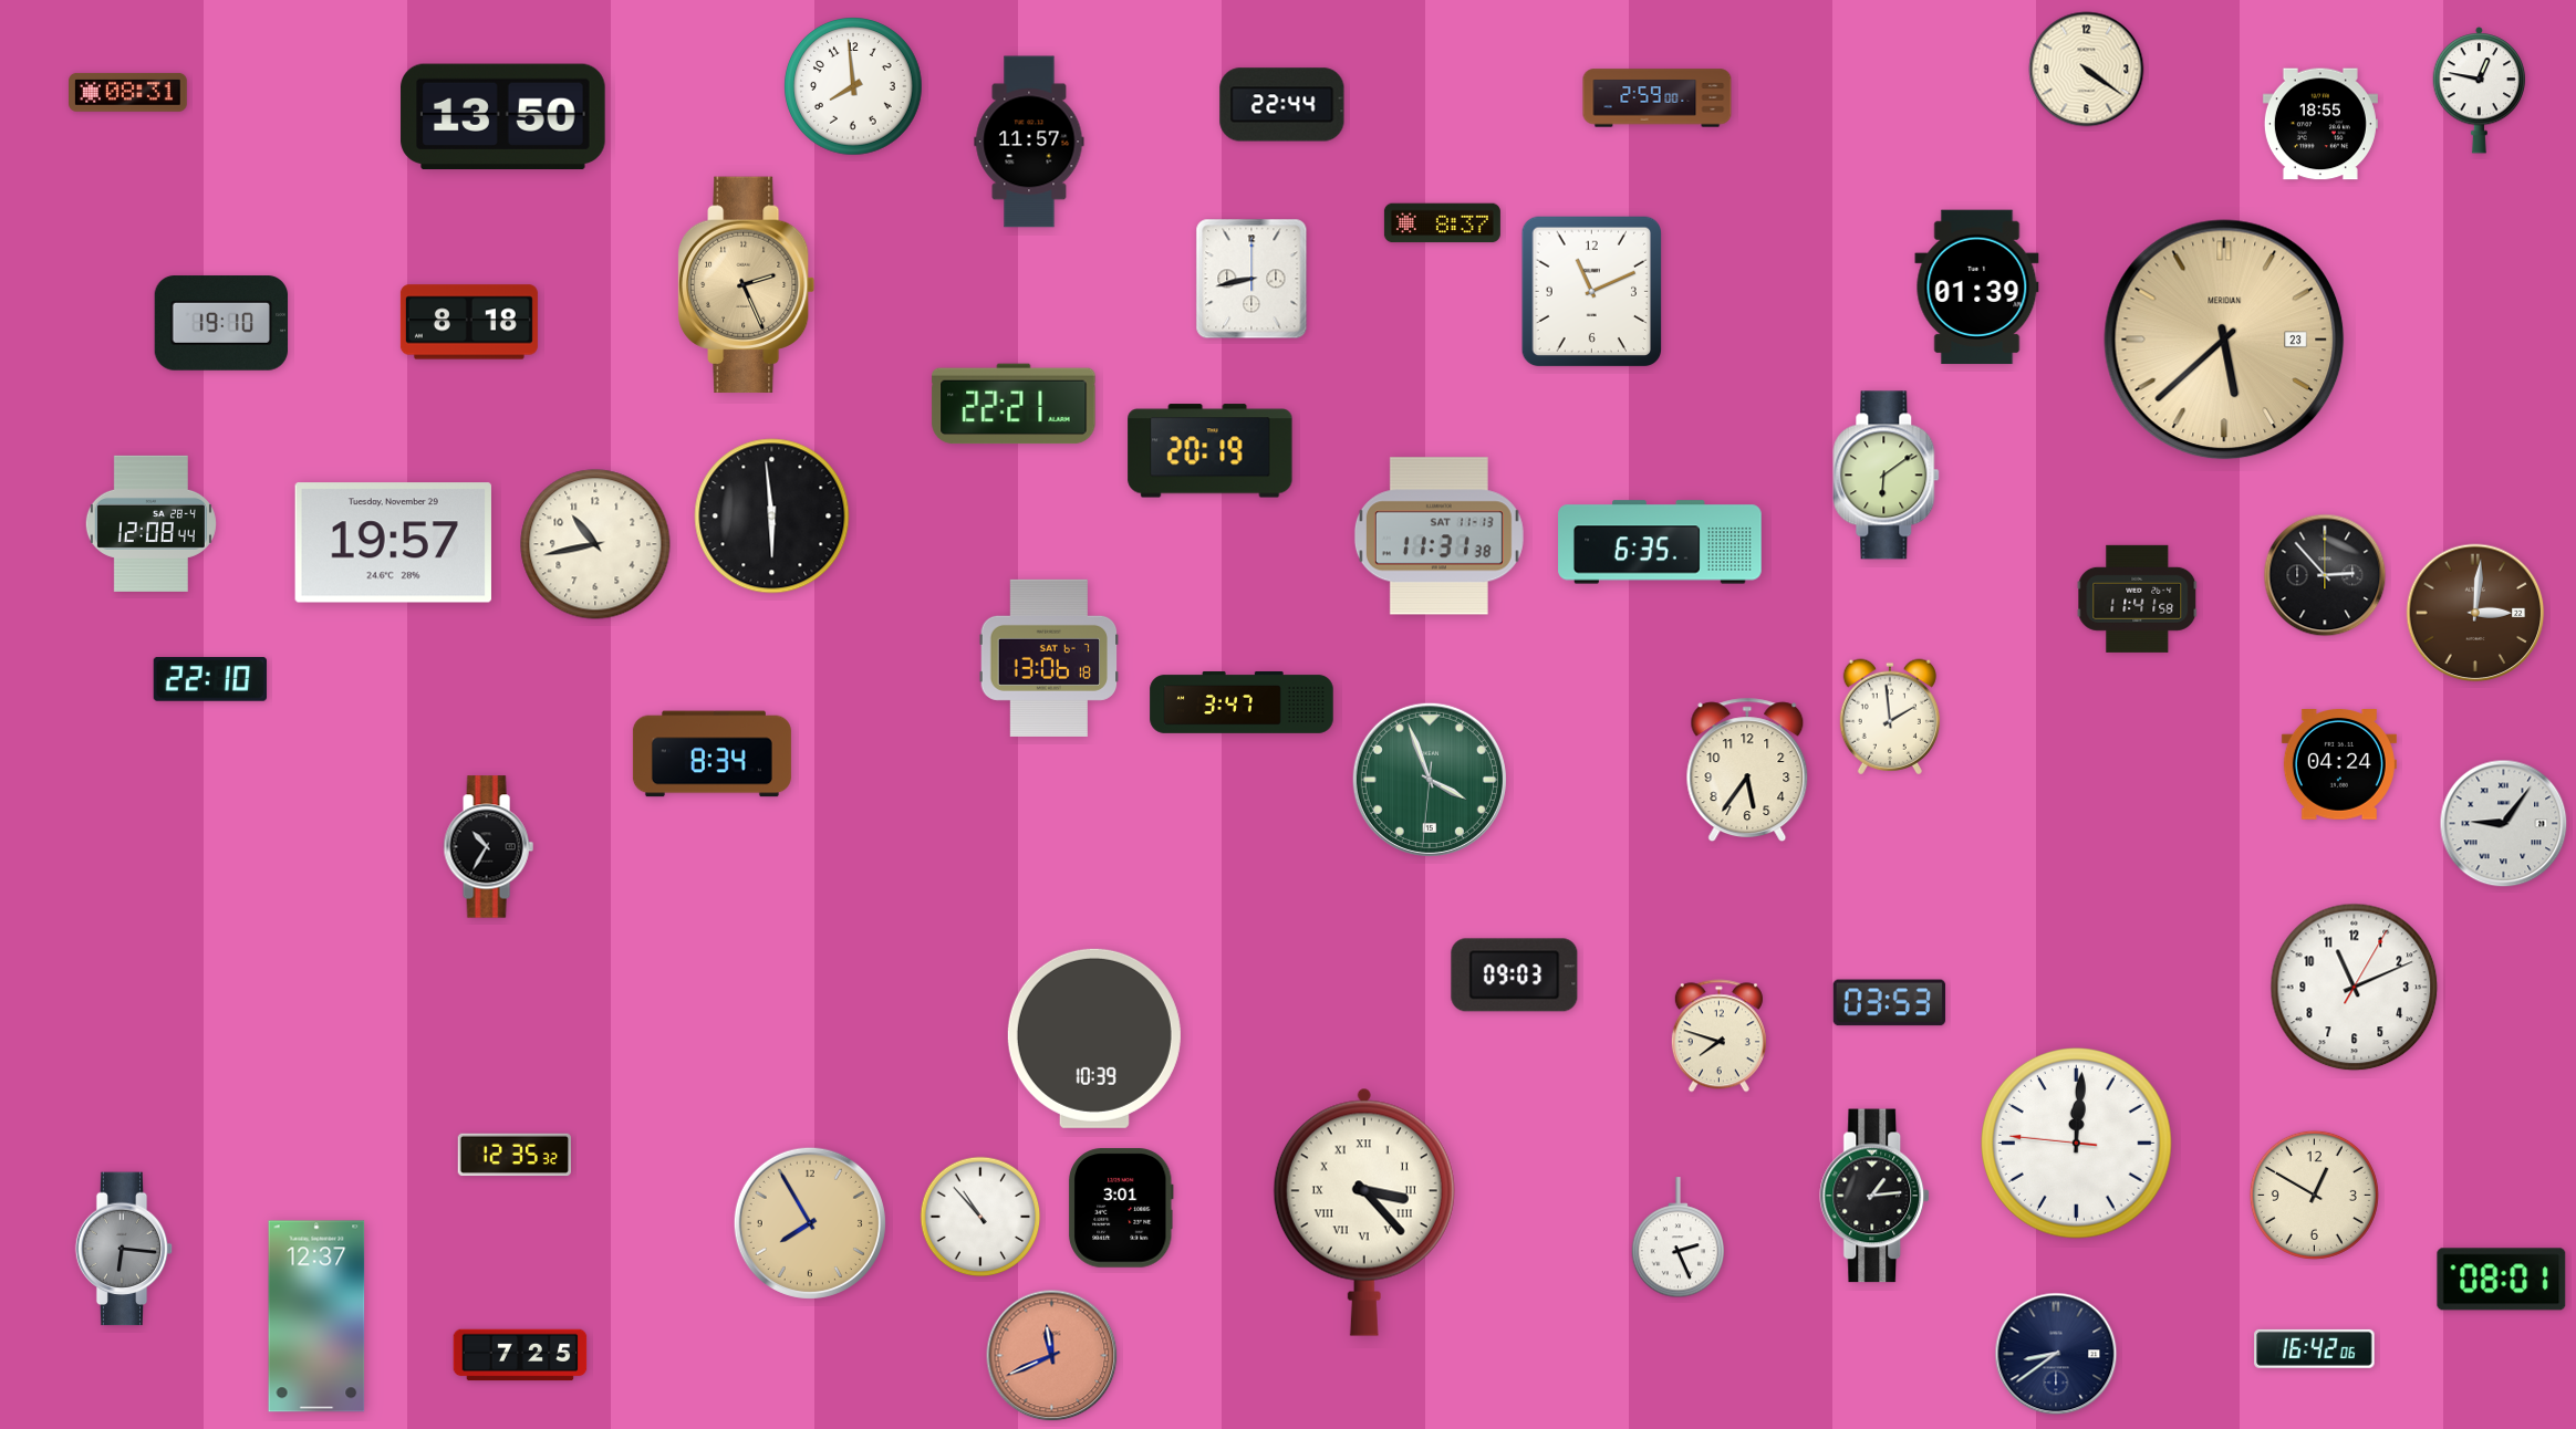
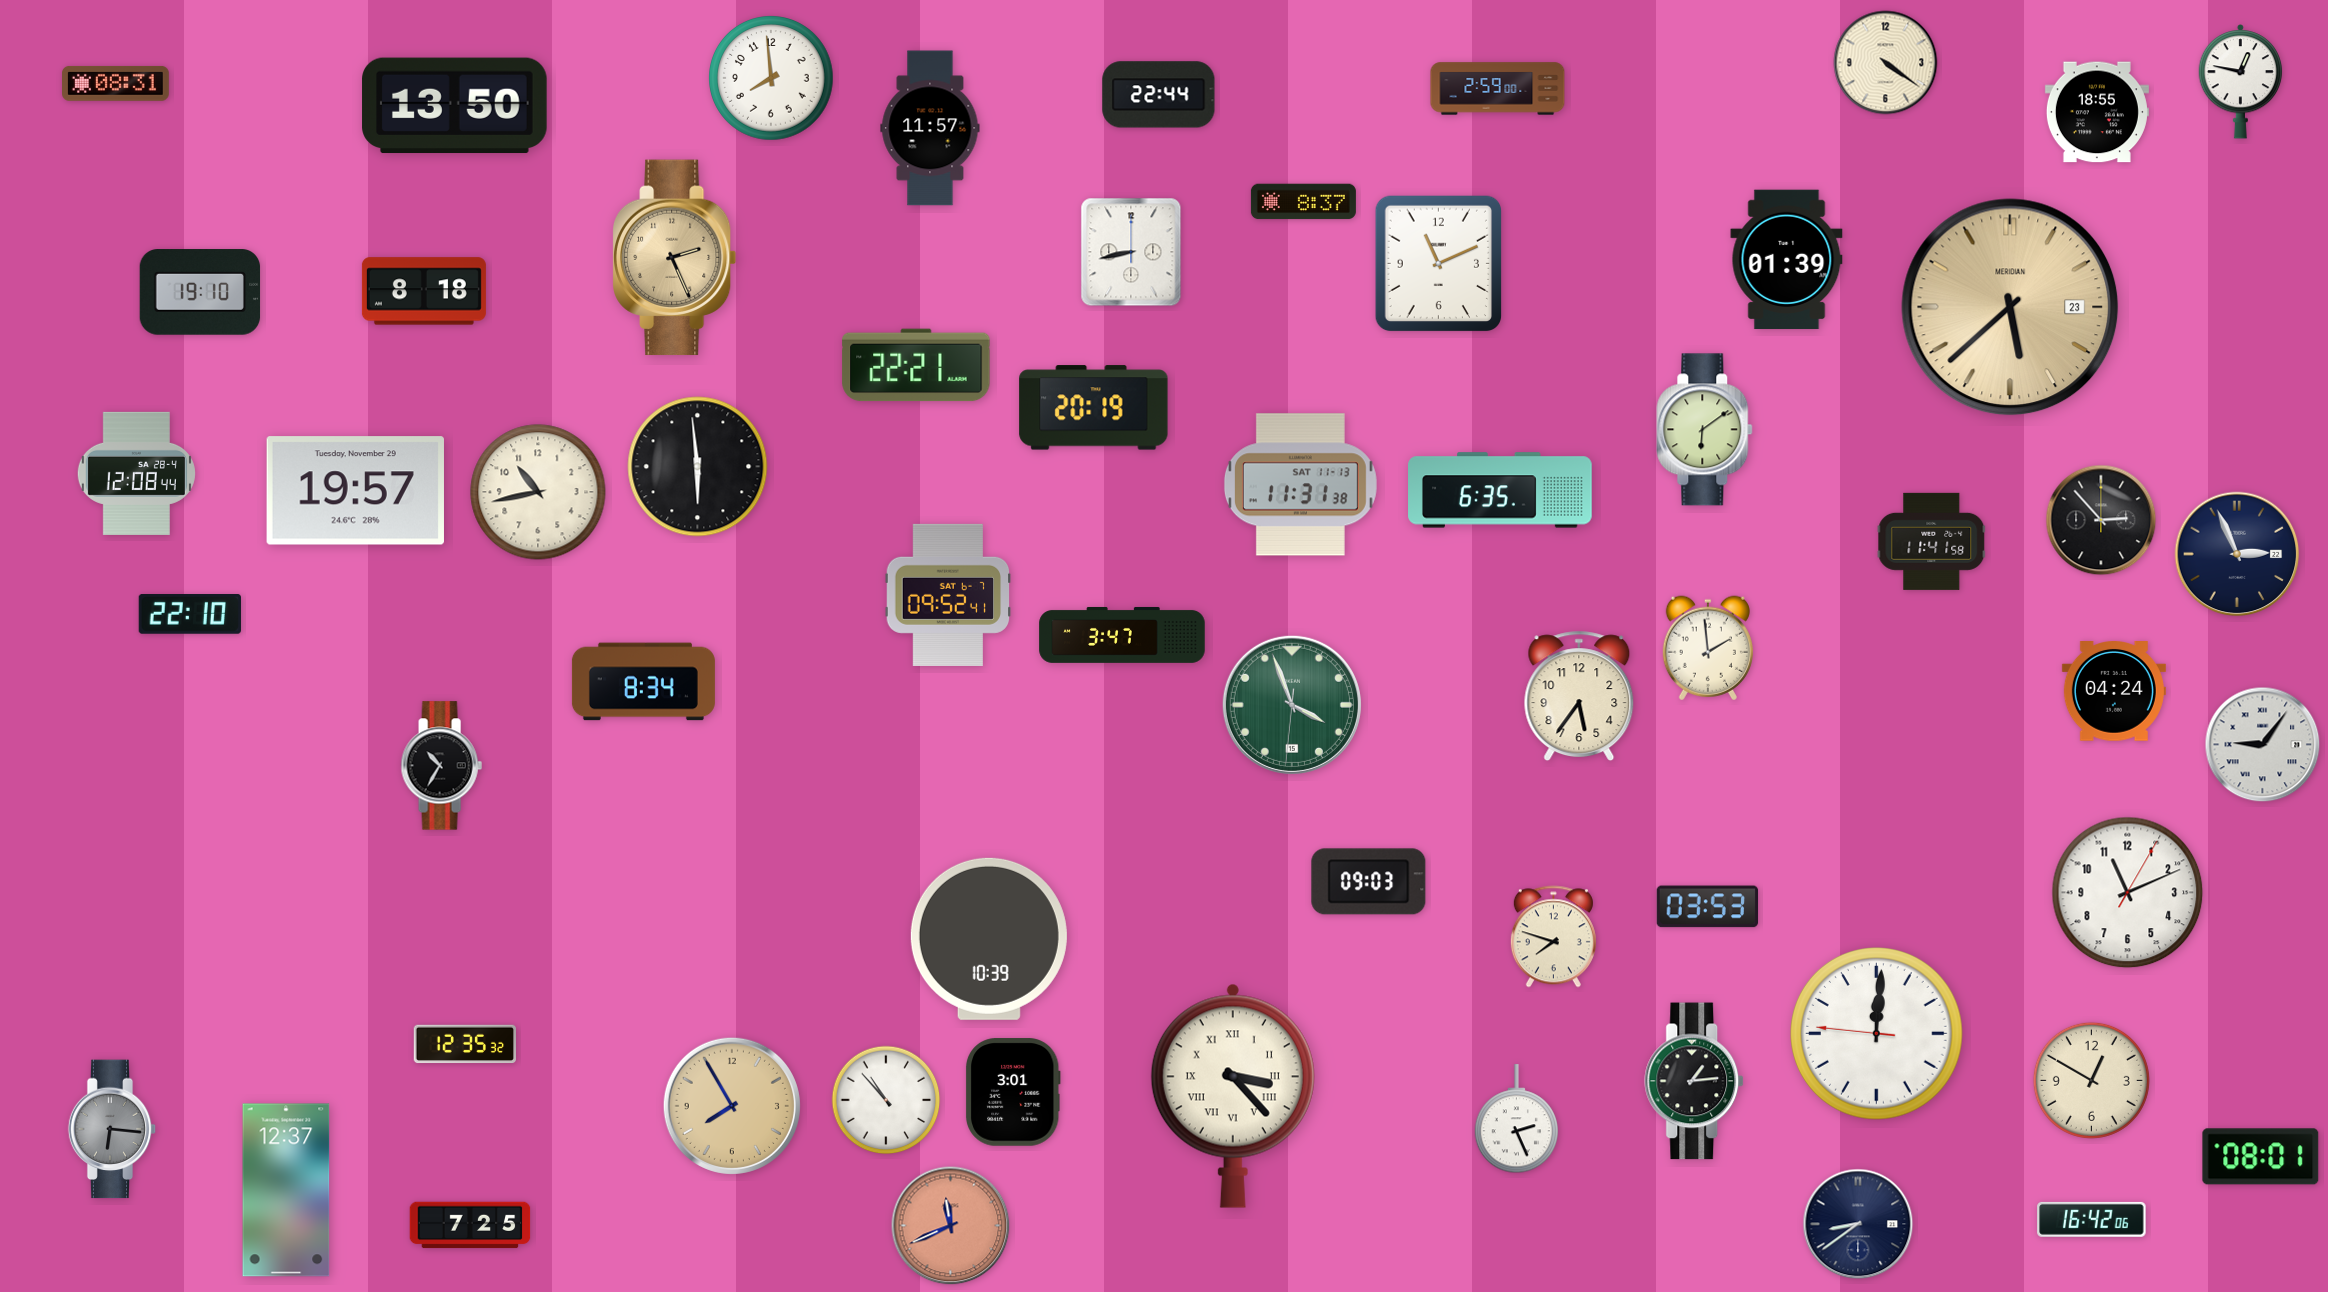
clock at (2475, 613): 3:01 -> 2:56
clock at (2475, 613) dial: brown -> navy
clock at (1049, 658): 13:06 -> 09:52
